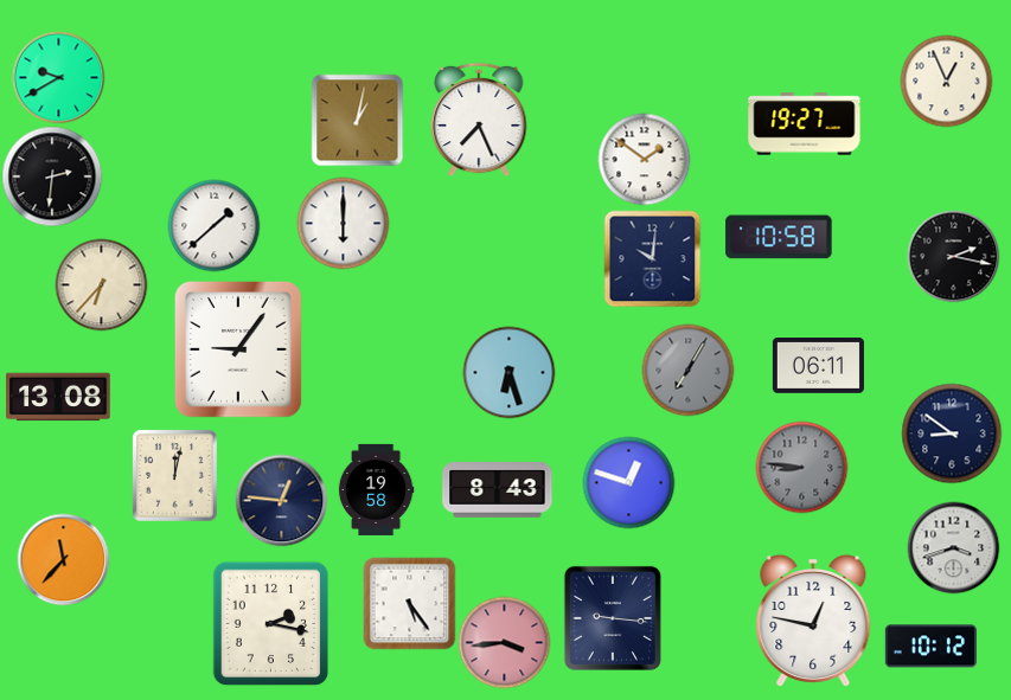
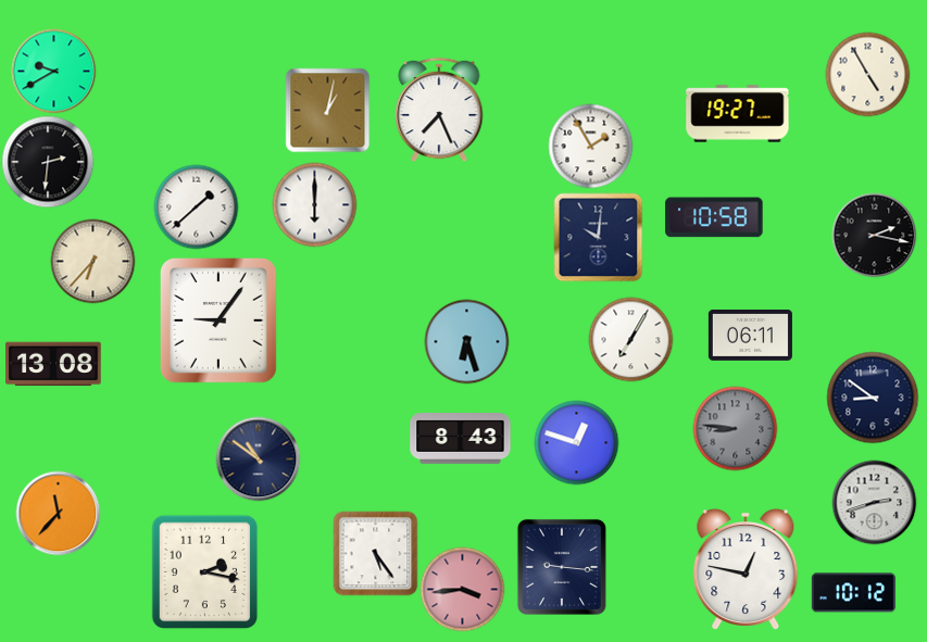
clock at (946, 81): 12:56 -> 4:55
clock at (644, 159): 1:51 -> 1:55
clock at (687, 370) dial: grey -> white
clock at (174, 475): 12:02 -> none
clock at (376, 489): 19:58 -> none
clock at (498, 490) position: (498, 490) -> (461, 439)
clock at (281, 500): 12:46 -> 10:51
clock at (953, 547): 3:42 -> 2:42
clock at (271, 623) position: (271, 623) -> (205, 571)
